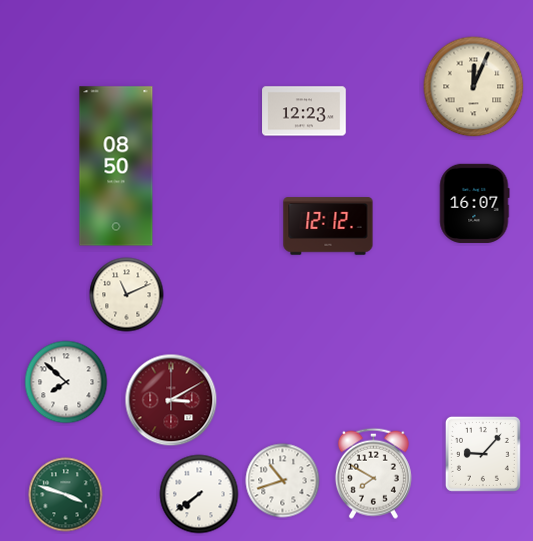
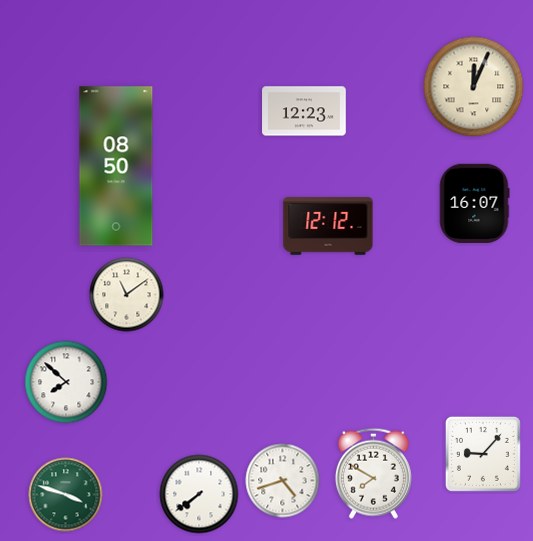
clock at (127, 295): 11:11 -> 11:09
clock at (171, 400): 3:10 -> none
clock at (283, 481): 10:42 -> 4:42
